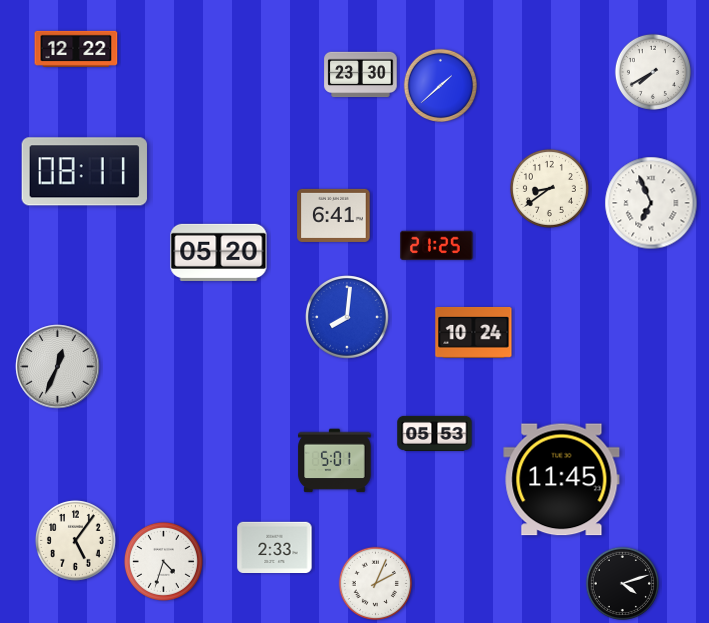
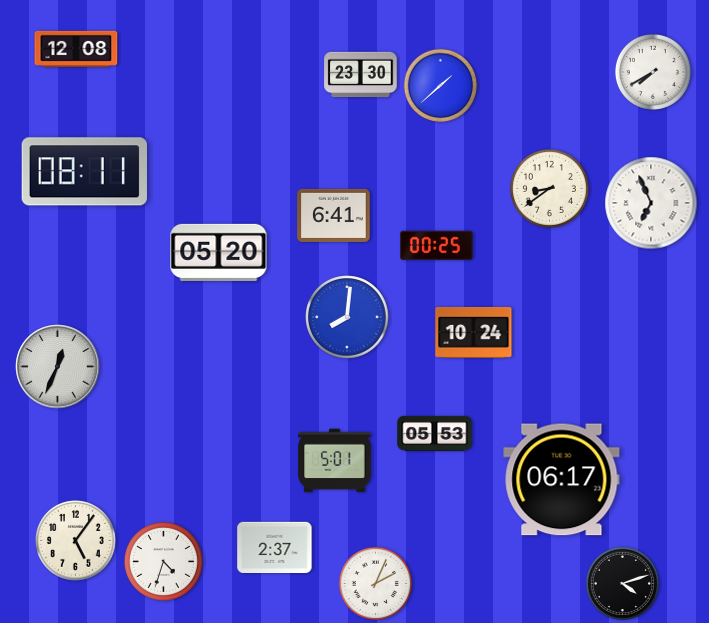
clock at (76, 49): 12:22 -> 12:08
clock at (437, 246): 21:25 -> 00:25
clock at (562, 480): 11:45 -> 06:17
clock at (275, 547): 2:33 -> 2:37
